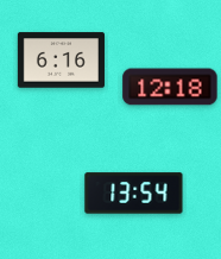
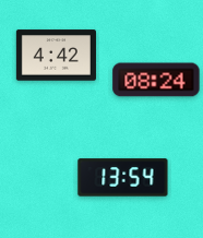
clock at (61, 61): 6:16 -> 4:42
clock at (170, 87): 12:18 -> 08:24
